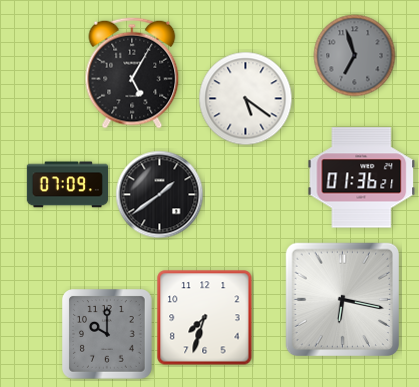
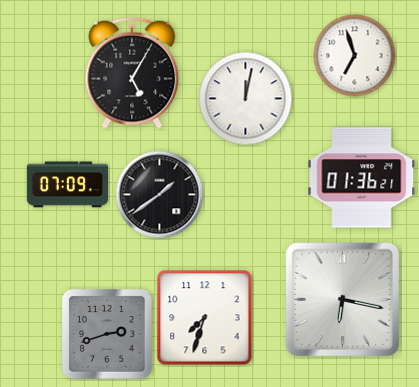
clock at (355, 56) dial: grey -> white
clock at (246, 99): 5:21 -> 12:02
clock at (108, 335): 10:00 -> 2:42
